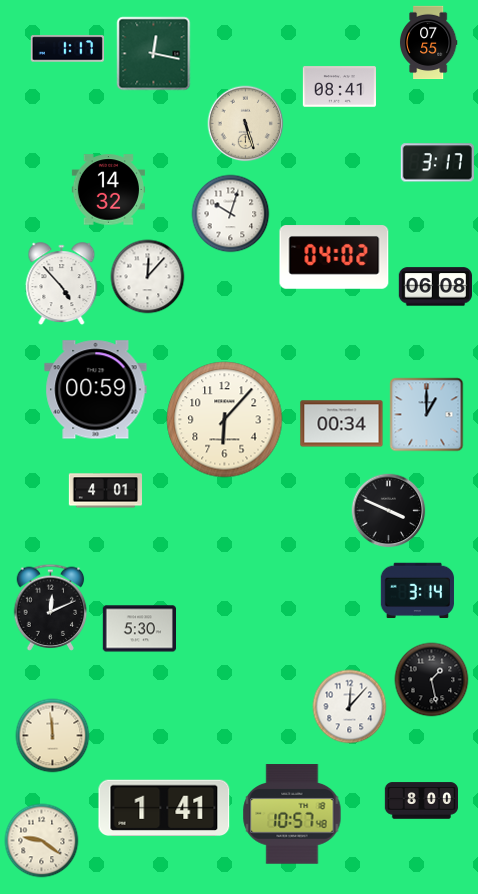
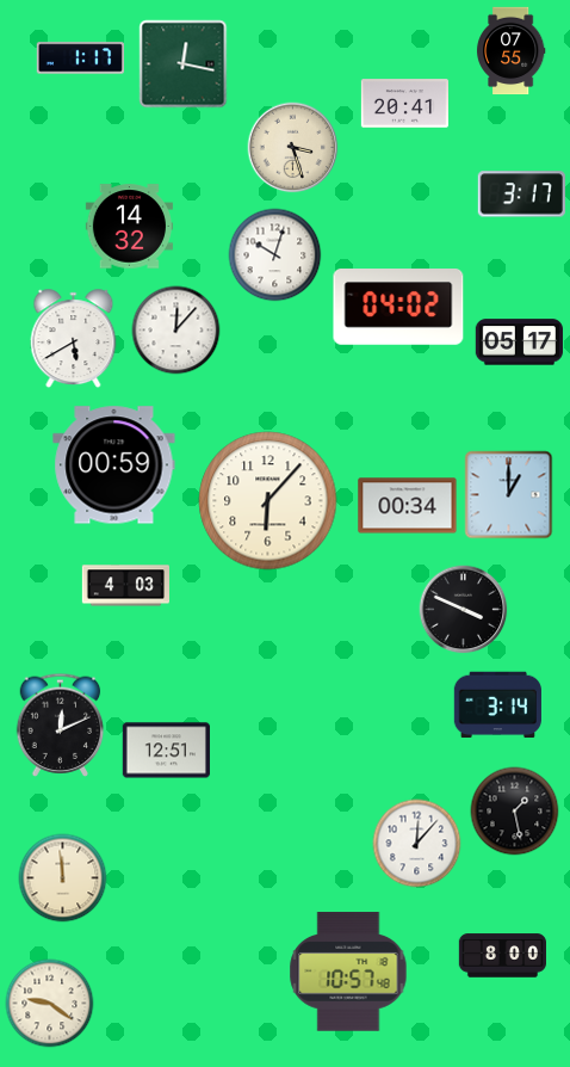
clock at (339, 87): 08:41 -> 20:41
clock at (246, 124): 5:27 -> 3:27
clock at (62, 284): 4:53 -> 5:40
clock at (435, 287): 06:08 -> 05:17
clock at (105, 491): 4:01 -> 4:03
clock at (139, 629): 5:30 -> 12:51
clock at (164, 807): 1:41 -> none
